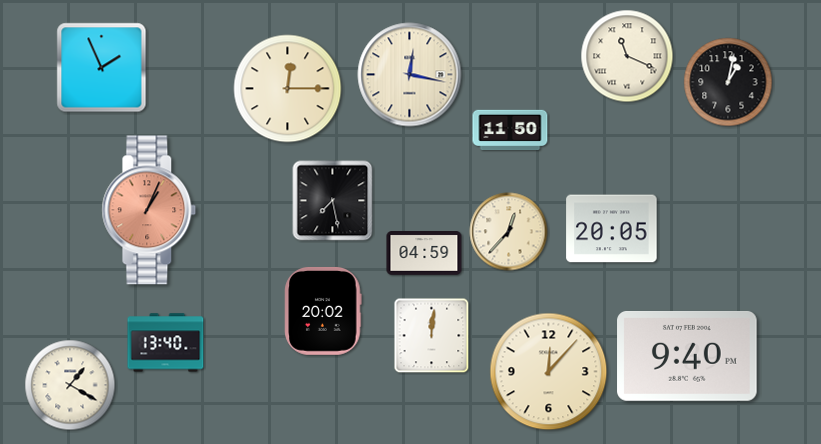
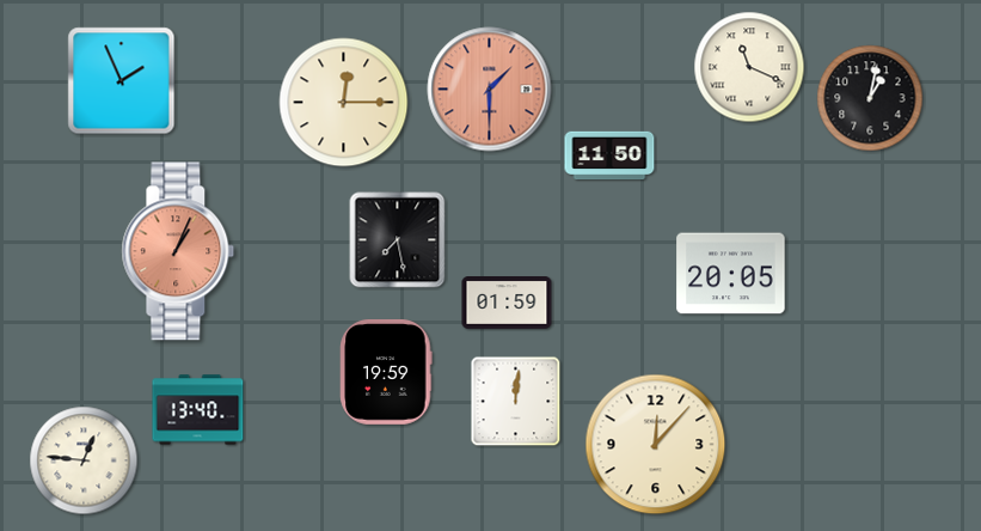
clock at (410, 75): 12:17 -> 1:30
clock at (410, 75) dial: cream -> salmon
clock at (288, 89) position: (288, 89) -> (344, 103)
clock at (509, 232): 12:37 -> none
clock at (424, 254): 04:59 -> 01:59
clock at (323, 311): 20:02 -> 19:59
clock at (687, 356): 9:40 -> none
clock at (70, 385): 1:20 -> 12:46
